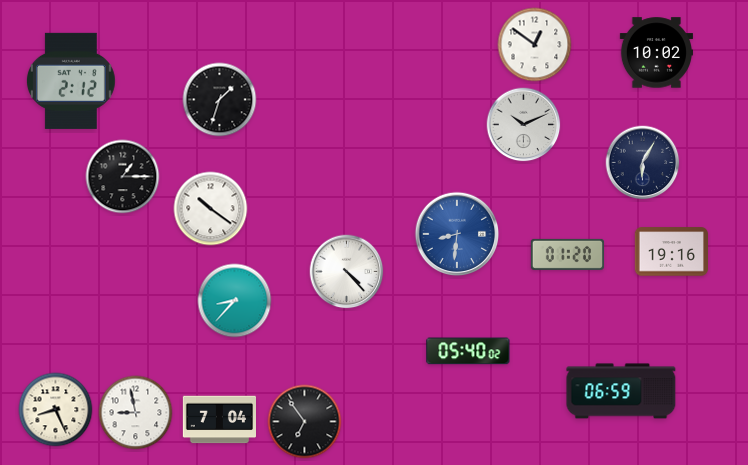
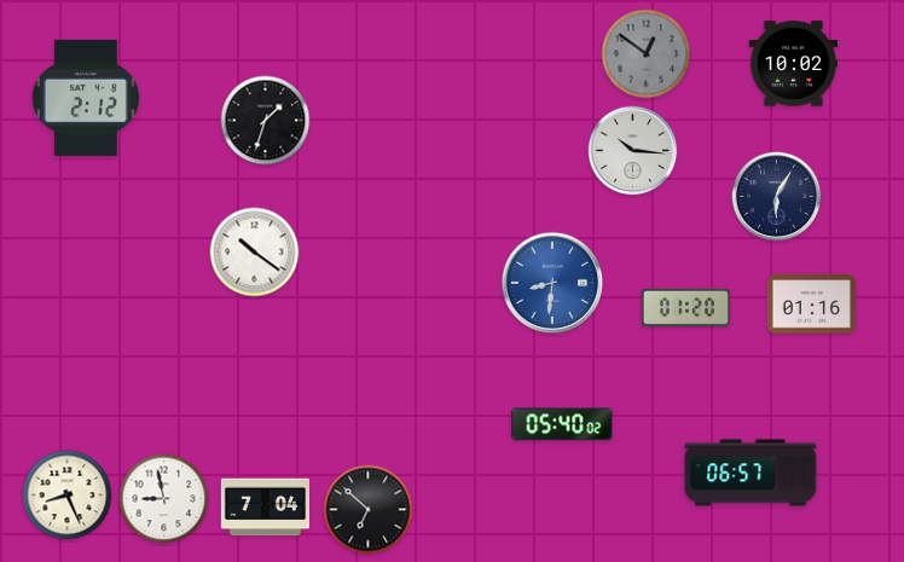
clock at (535, 45) dial: white -> grey
clock at (524, 125): 10:11 -> 10:16
clock at (123, 177): 1:15 -> none
clock at (671, 252): 19:16 -> 01:16
clock at (347, 272): 4:23 -> none
clock at (235, 301): 8:37 -> none
clock at (468, 351) position: (468, 351) -> (562, 424)
clock at (621, 391): 06:59 -> 06:57
clock at (305, 422): 6:54 -> 6:52
